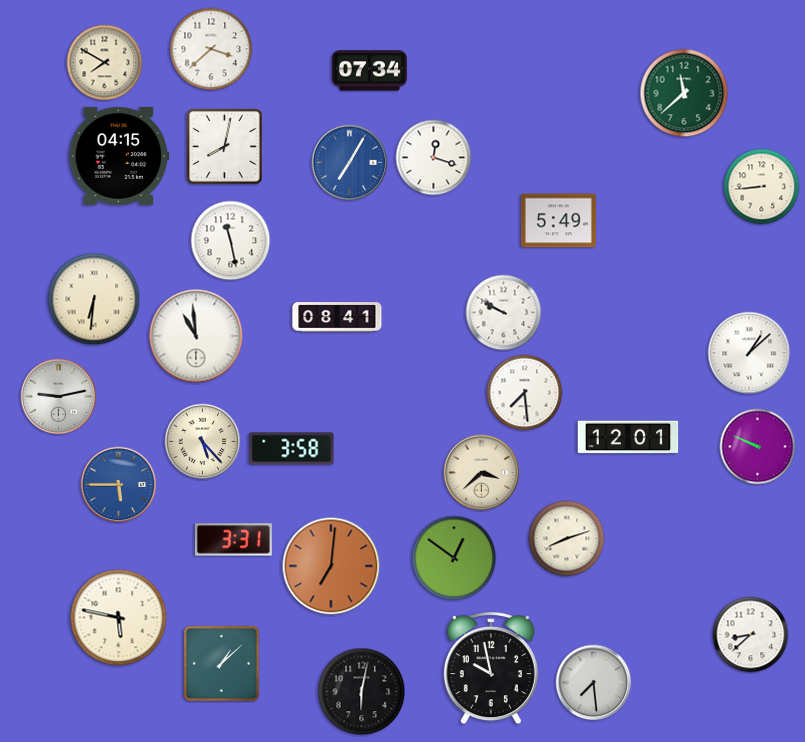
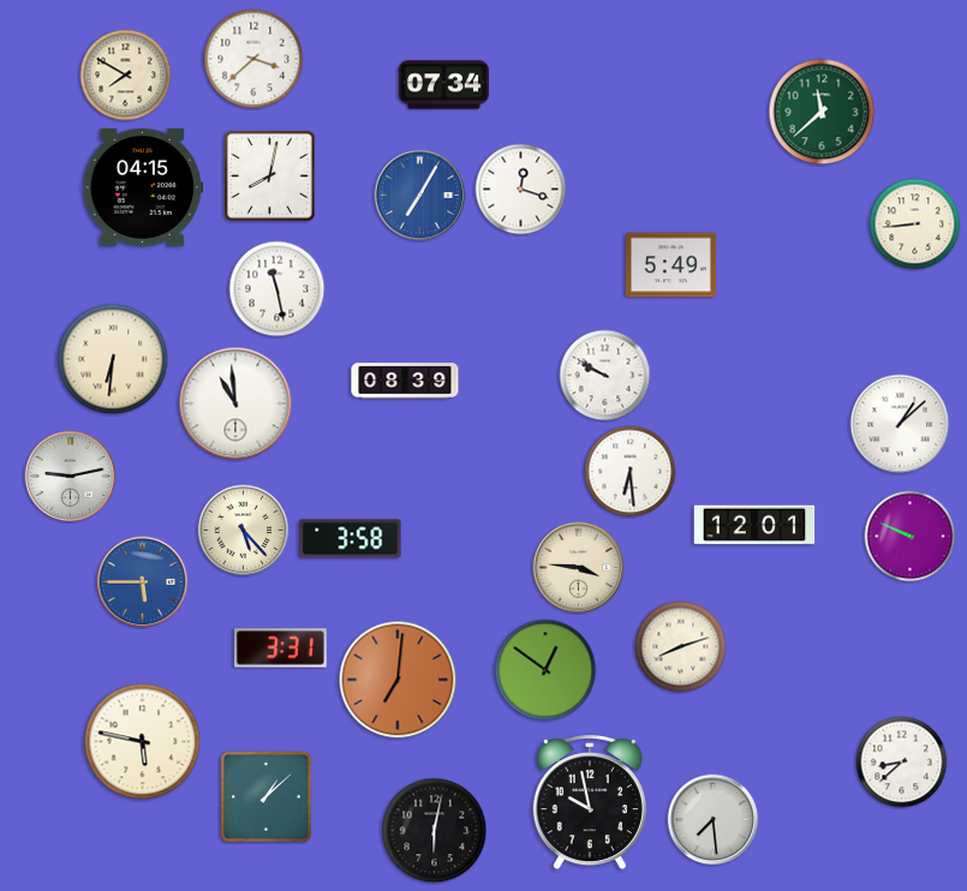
clock at (337, 317): 08:41 -> 08:39
clock at (525, 393): 7:29 -> 6:29
clock at (482, 473): 3:38 -> 3:46
